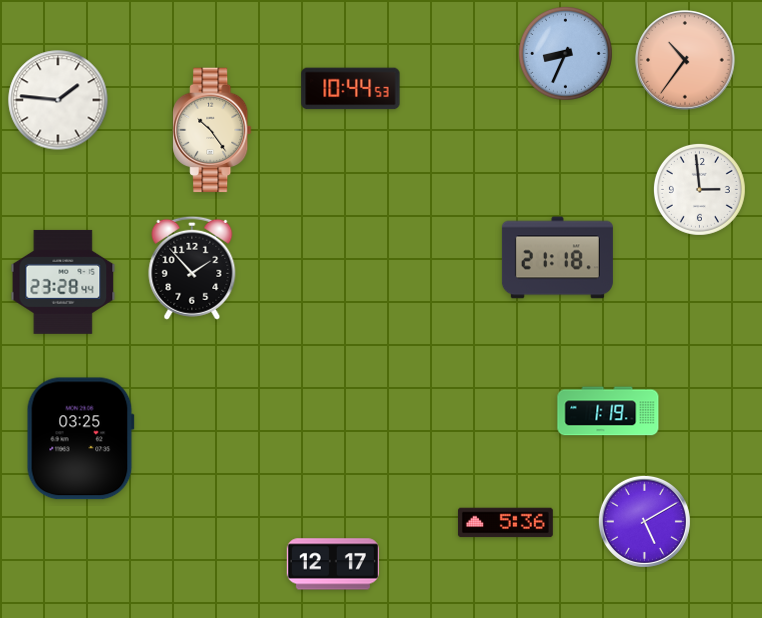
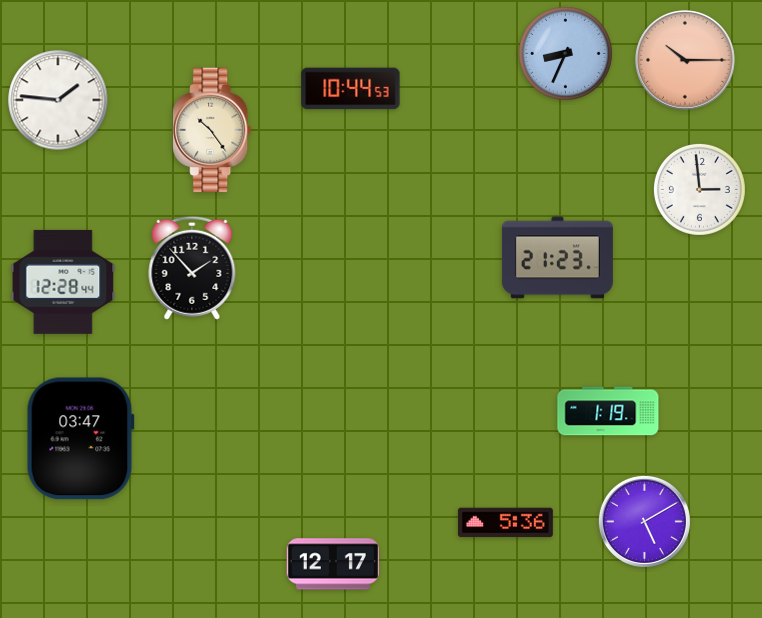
clock at (685, 60): 10:36 -> 10:15
clock at (557, 258): 21:18 -> 21:23
clock at (63, 282): 23:28 -> 12:28
clock at (80, 439): 03:25 -> 03:47
